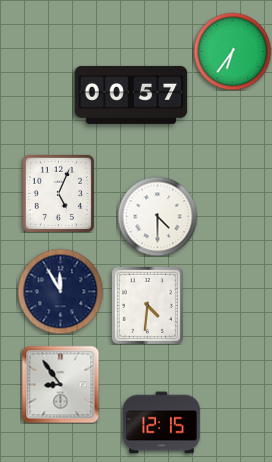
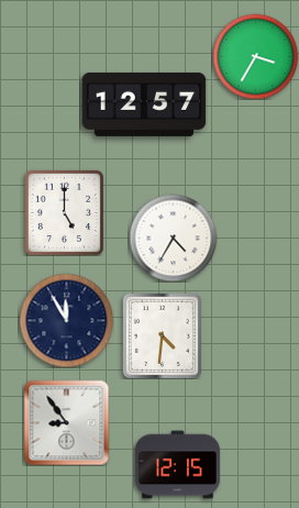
clock at (232, 51): 6:36 -> 3:35
clock at (131, 95): 00:57 -> 12:57
clock at (58, 193): 5:04 -> 5:00
clock at (157, 216): 4:30 -> 4:35
